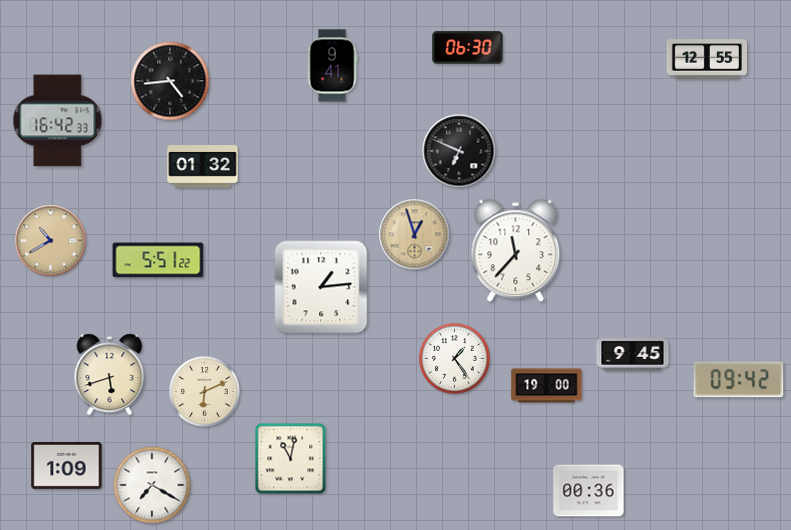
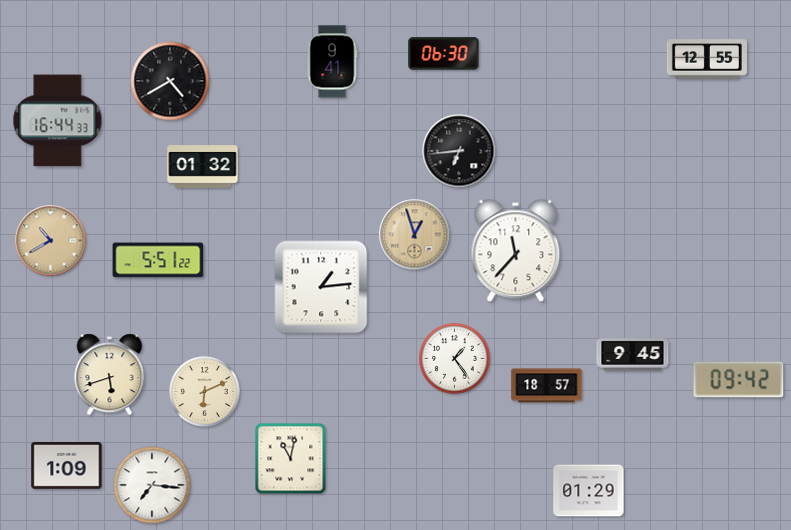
clock at (468, 48) position: (468, 48) -> (444, 54)
clock at (332, 66) position: (332, 66) -> (332, 62)
clock at (170, 81): 4:44 -> 4:40
clock at (58, 121): 16:42 -> 16:44
clock at (459, 151): 6:49 -> 6:44
clock at (547, 386): 19:00 -> 18:57
clock at (152, 485): 7:20 -> 7:16
clock at (589, 491): 00:36 -> 01:29
